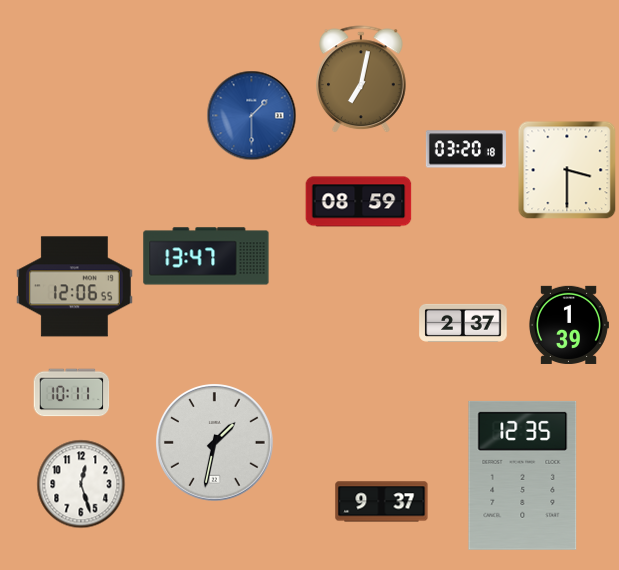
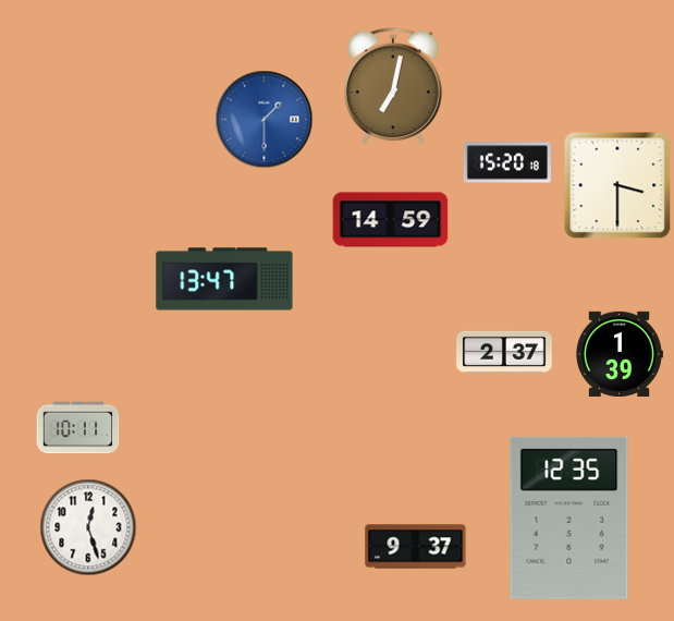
clock at (252, 116) position: (252, 116) -> (265, 120)
clock at (466, 149): 03:20 -> 15:20
clock at (359, 202): 08:59 -> 14:59
clock at (74, 287): 12:06 -> none
clock at (215, 443): 1:32 -> none
